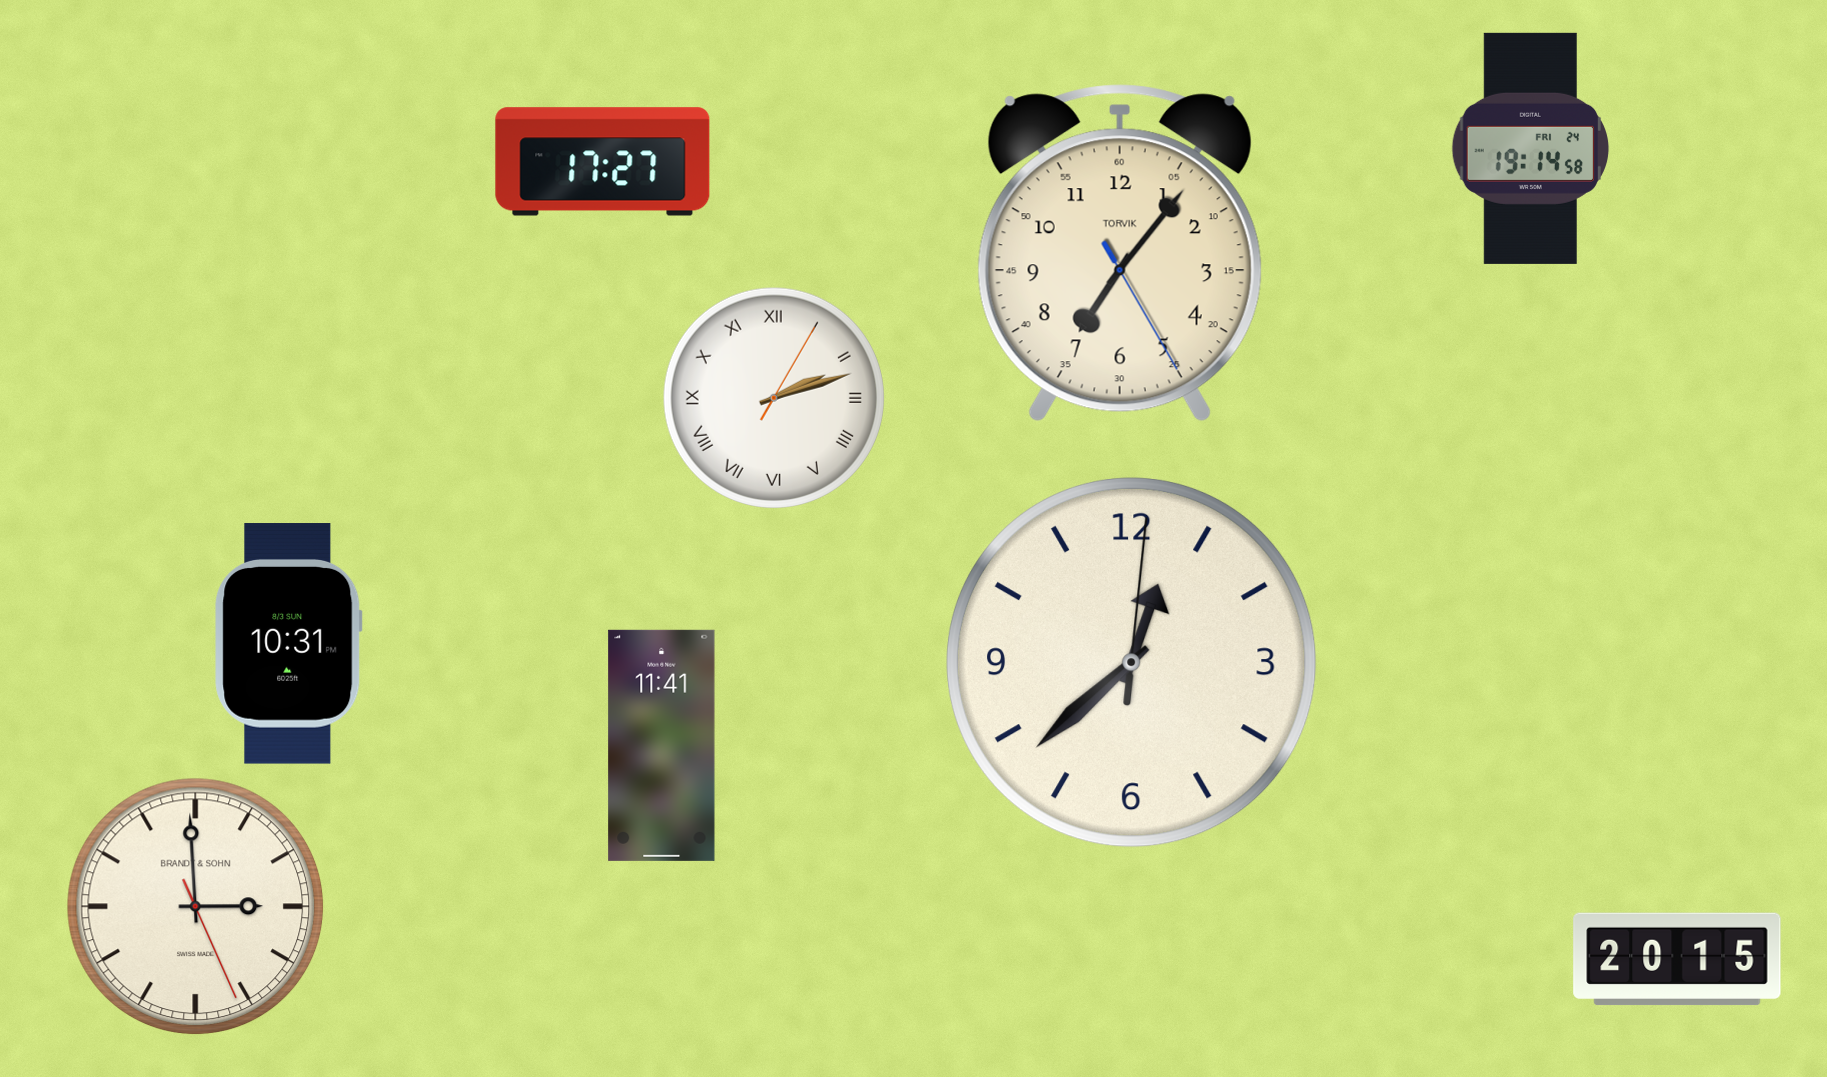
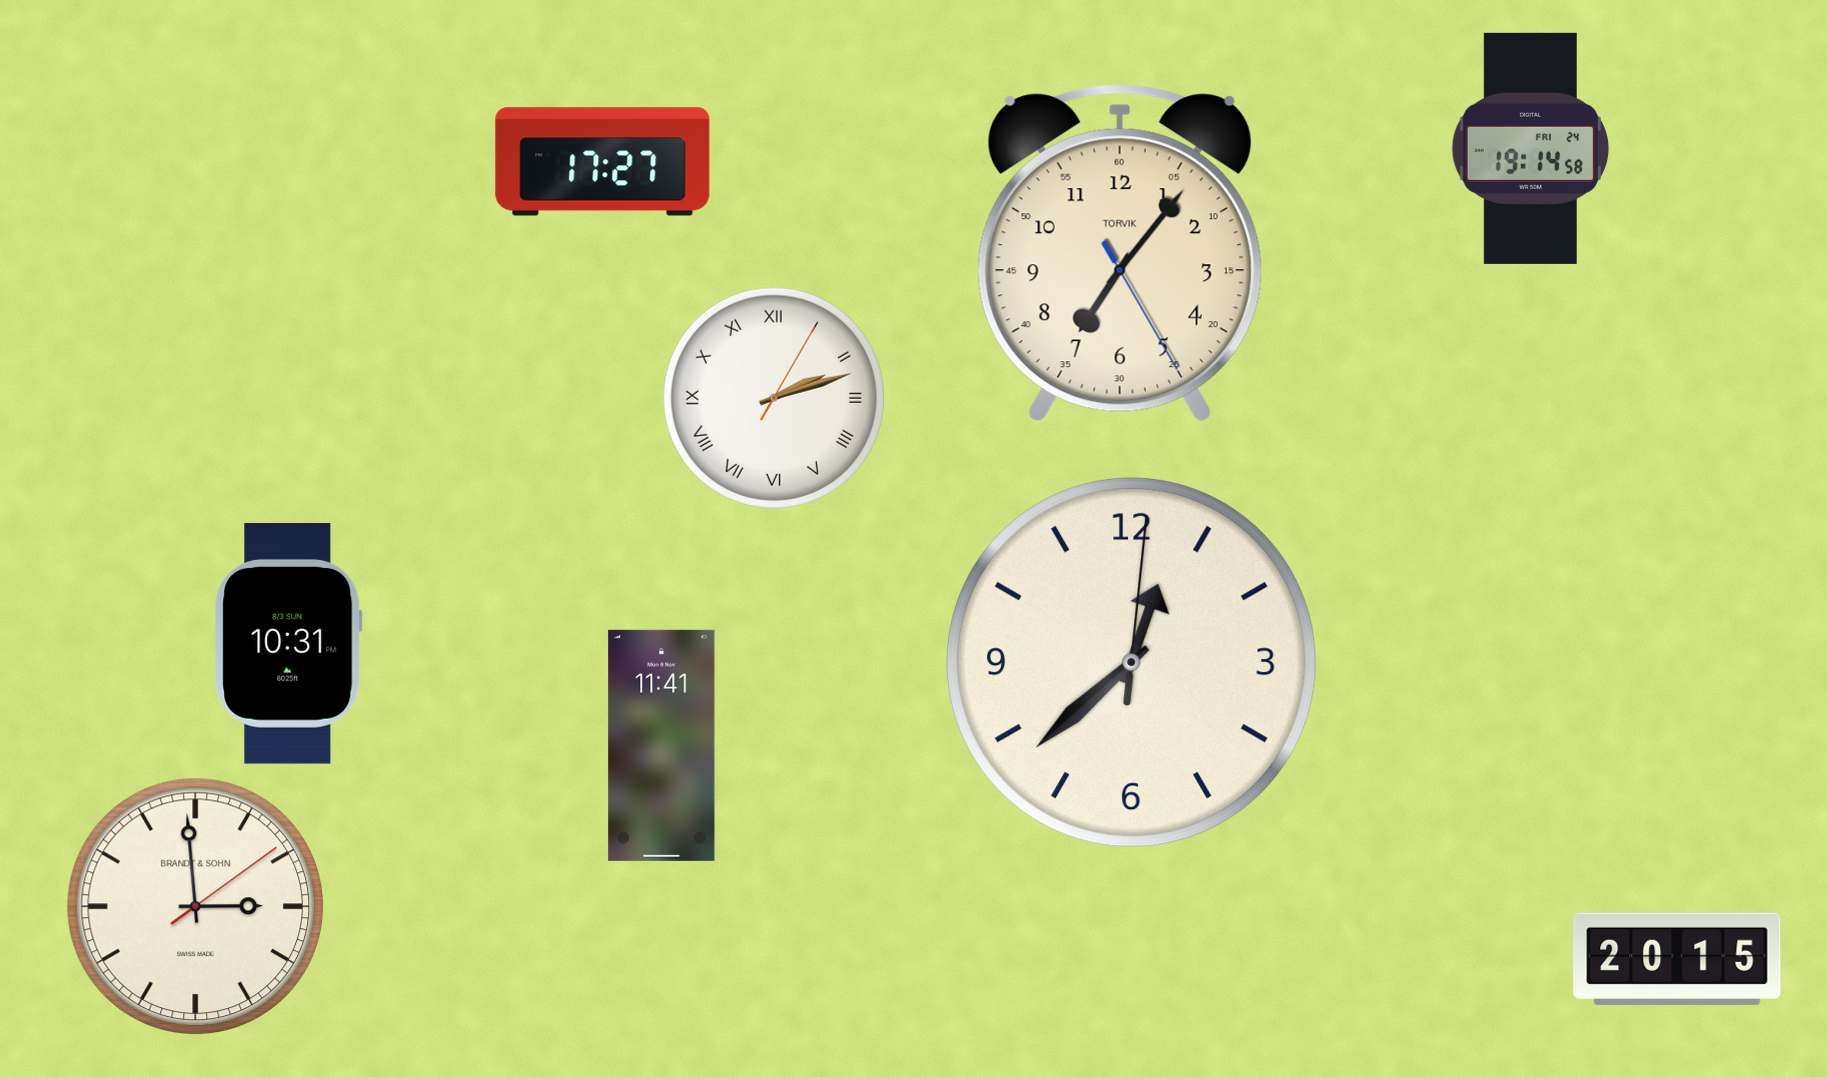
clock at (196, 907): 2:59:26 -> 2:59:09
